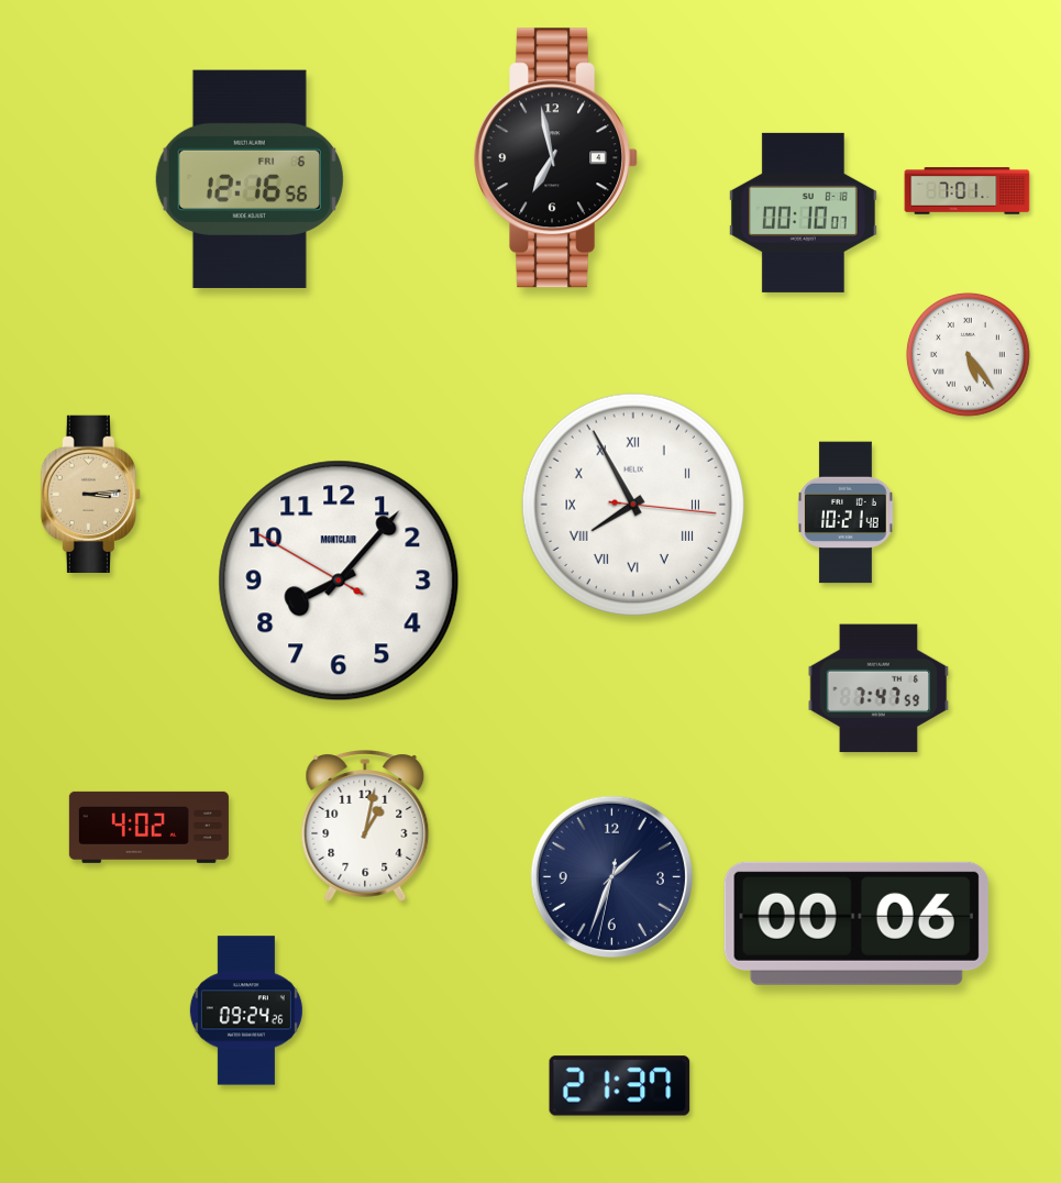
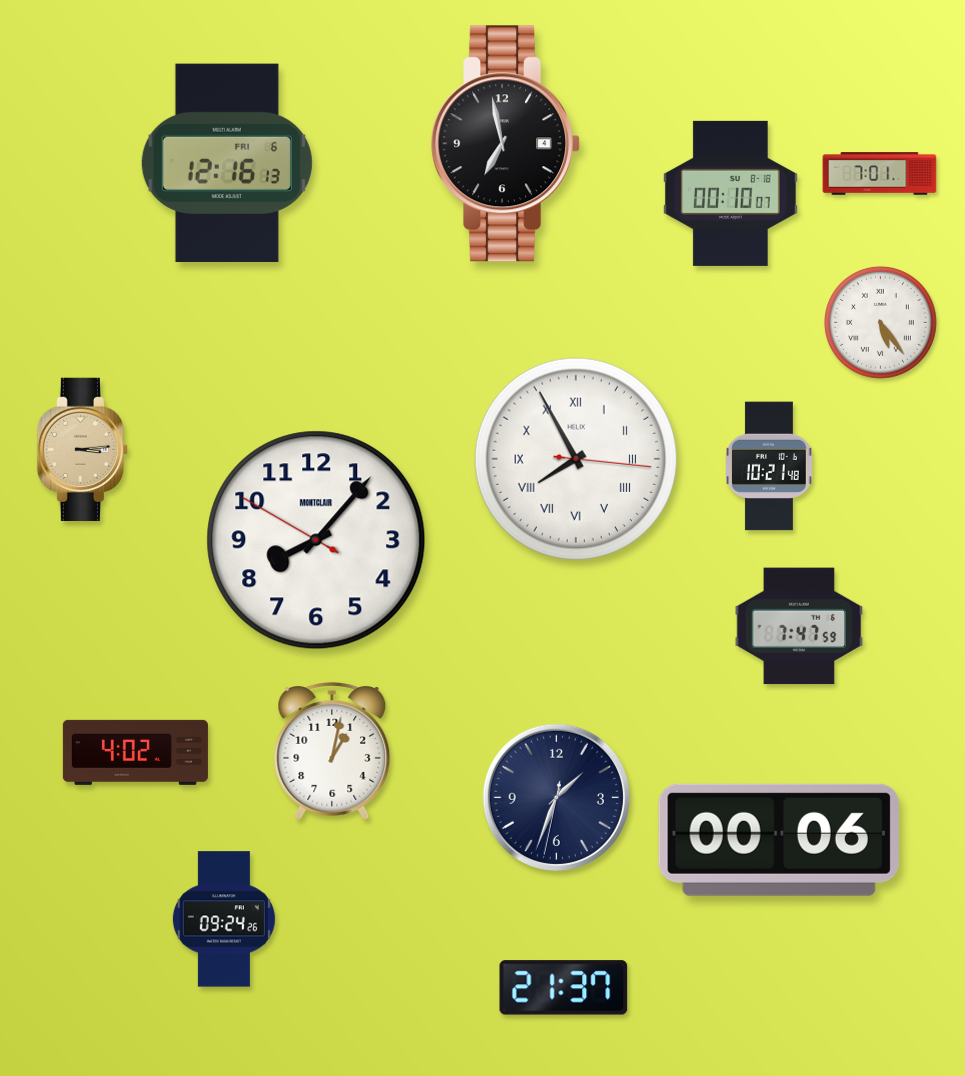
clock at (250, 179): 12:16:56 -> 12:16:13
clock at (339, 581) position: (339, 581) -> (316, 540)
